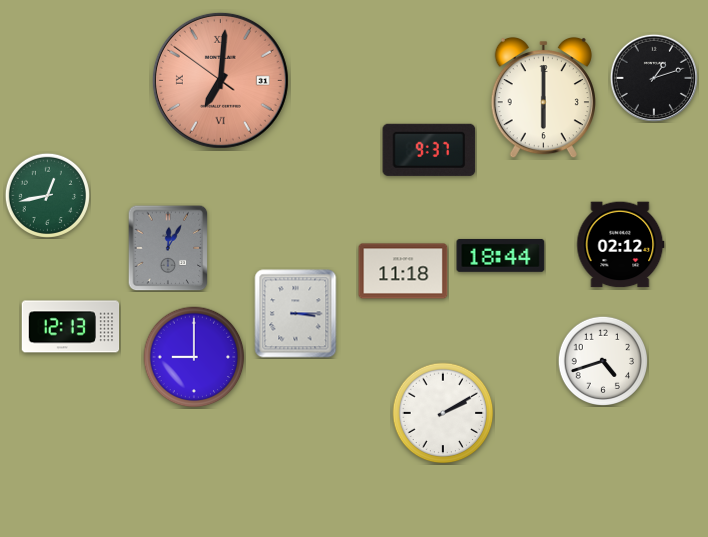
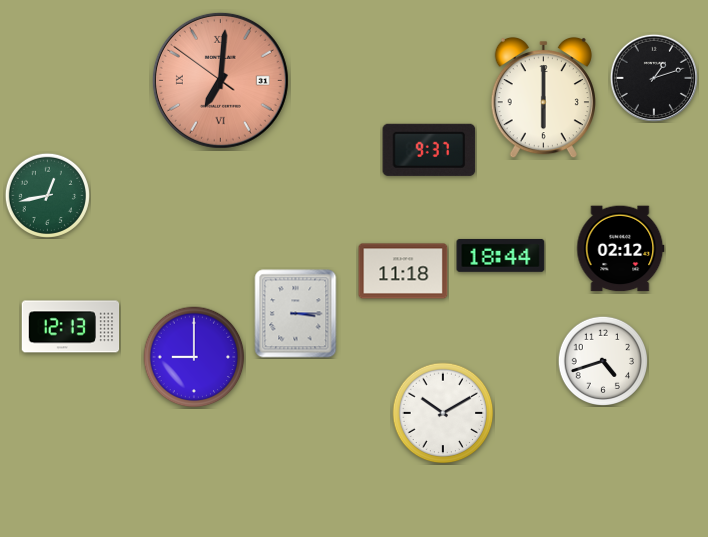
clock at (621, 245) position: (621, 245) -> (621, 249)
clock at (168, 248): 12:05 -> none
clock at (443, 413): 2:10 -> 10:10
